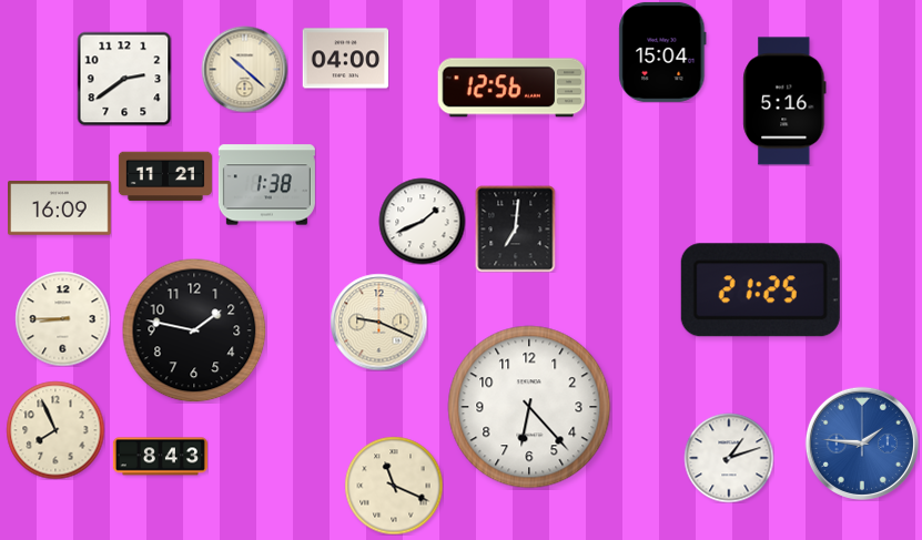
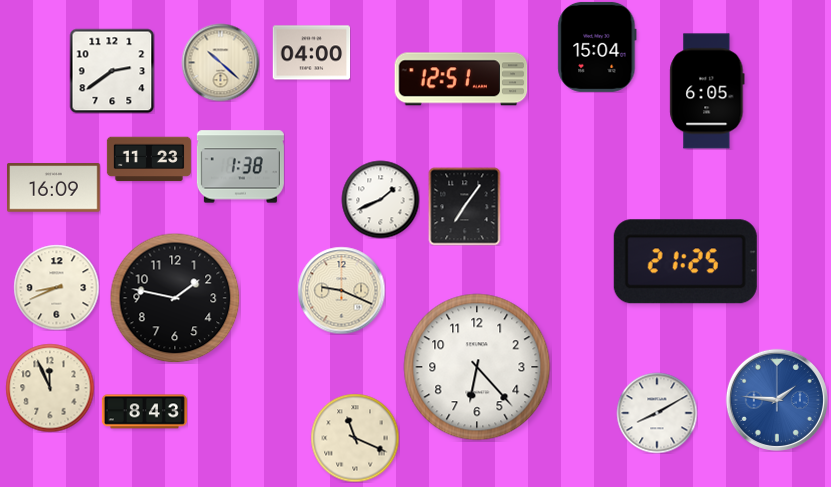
clock at (511, 88): 12:56 -> 12:51
clock at (784, 101): 5:16 -> 6:05
clock at (165, 176): 11:21 -> 11:23
clock at (516, 228): 7:01 -> 7:06
clock at (62, 318): 8:45 -> 8:41
clock at (55, 430): 7:56 -> 11:56
clock at (729, 458): 1:12 -> 8:10
